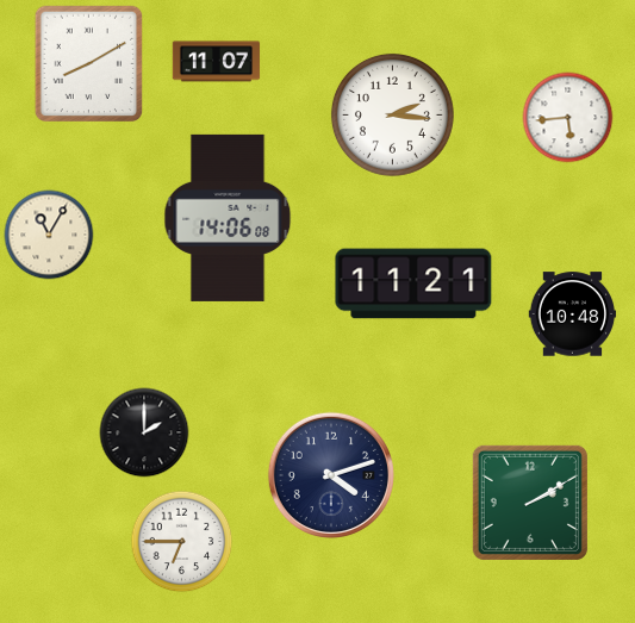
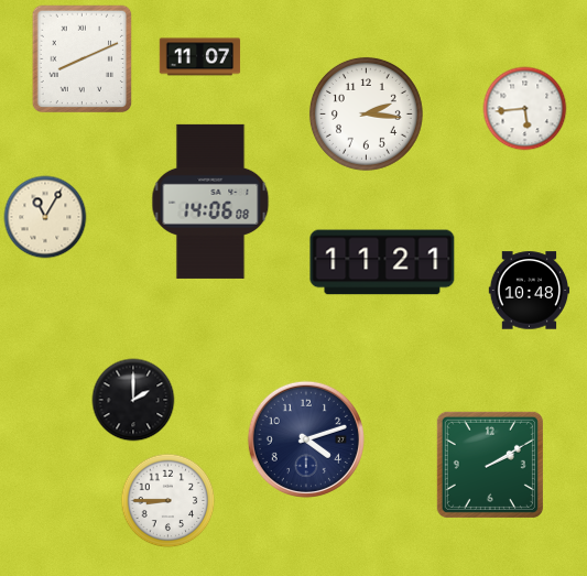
clock at (89, 64): 8:10 -> 8:11
clock at (392, 114) position: (392, 114) -> (366, 113)
clock at (182, 542): 6:45 -> 8:45
